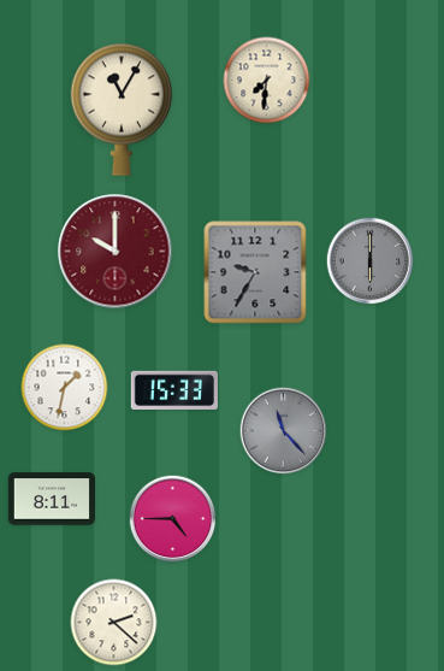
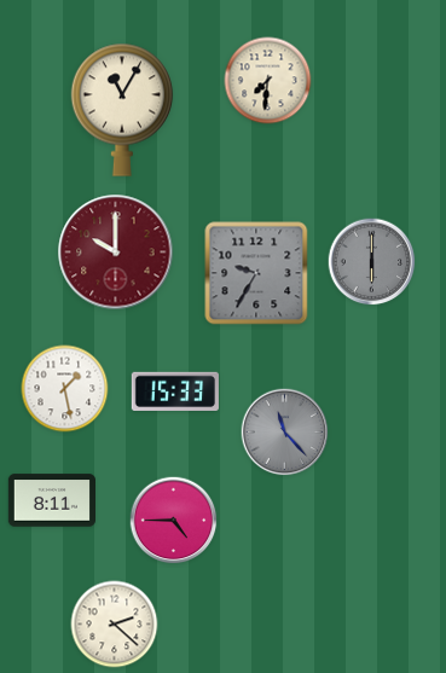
clock at (65, 388): 1:32 -> 1:28
